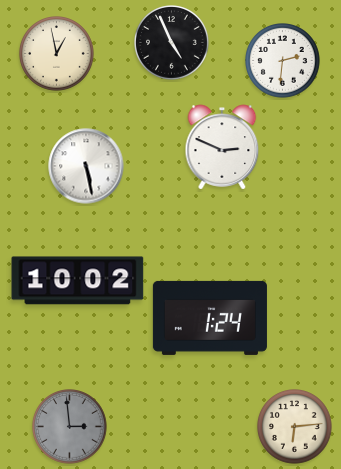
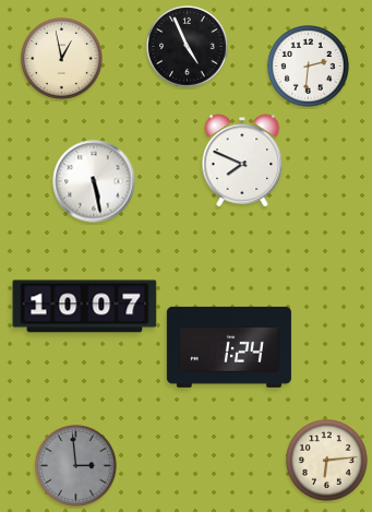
clock at (222, 147): 2:49 -> 7:49
clock at (78, 281): 10:02 -> 10:07
clock at (295, 427) position: (295, 427) -> (327, 461)
